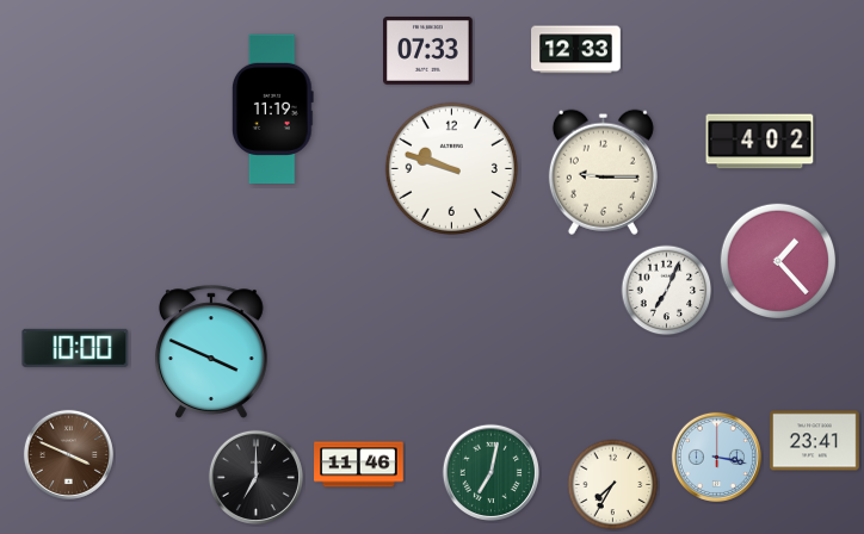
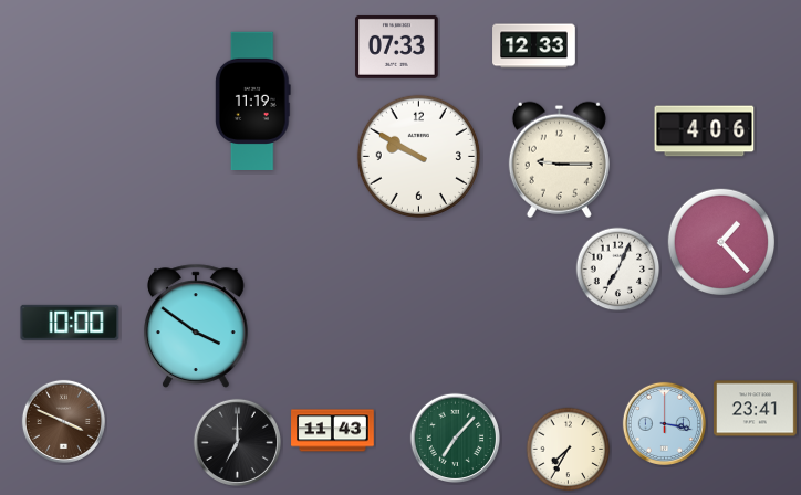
clock at (760, 142): 4:02 -> 4:06
clock at (451, 168): 9:48 -> 9:50
clock at (211, 352): 3:49 -> 3:51
clock at (359, 465): 11:46 -> 11:43
clock at (490, 472): 7:02 -> 7:07
